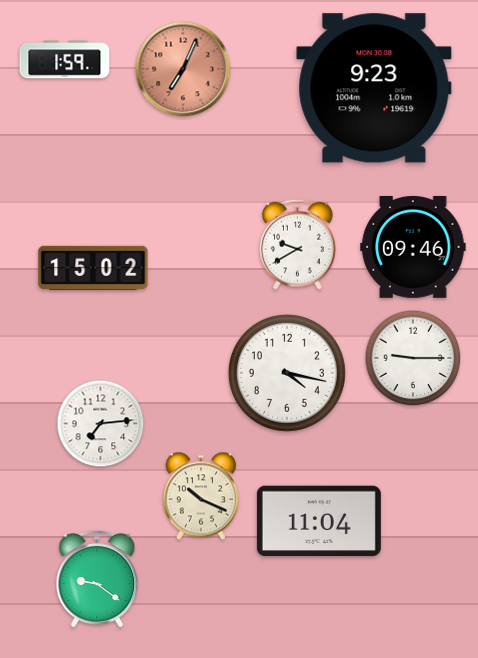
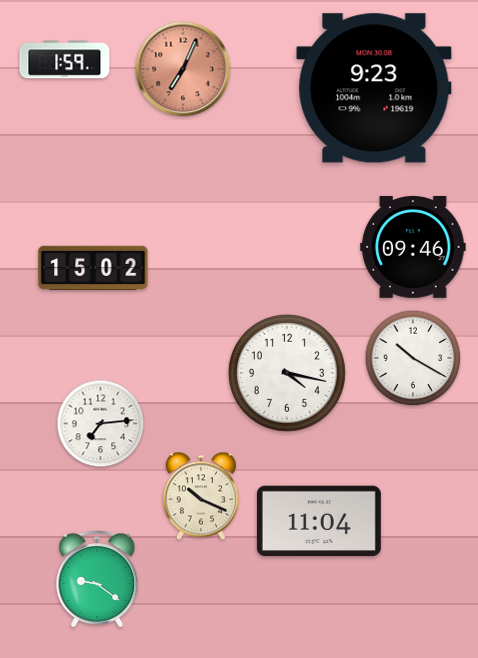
clock at (298, 244): 9:40 -> none
clock at (413, 358): 9:15 -> 10:20
